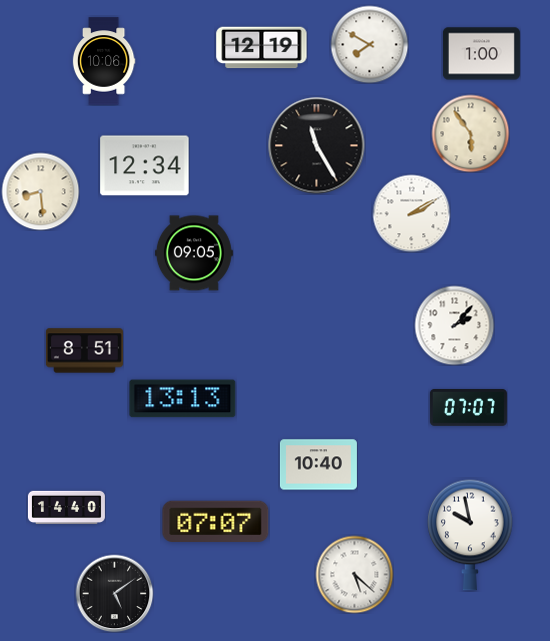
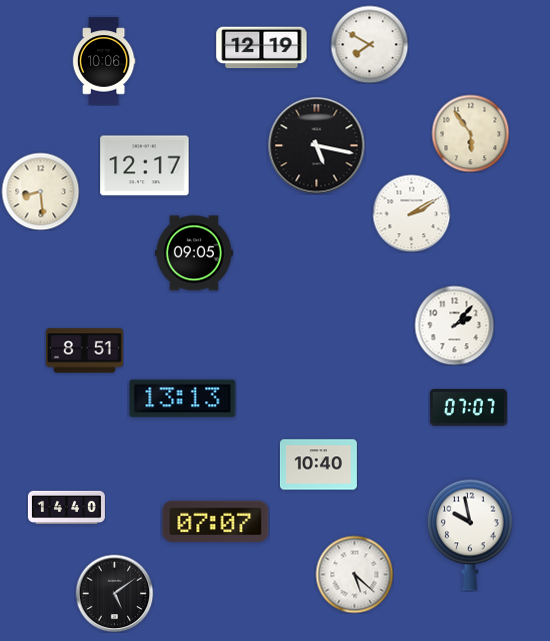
clock at (481, 54): 1:00 -> none
clock at (317, 146): 11:25 -> 5:17
clock at (145, 166): 12:34 -> 12:17
